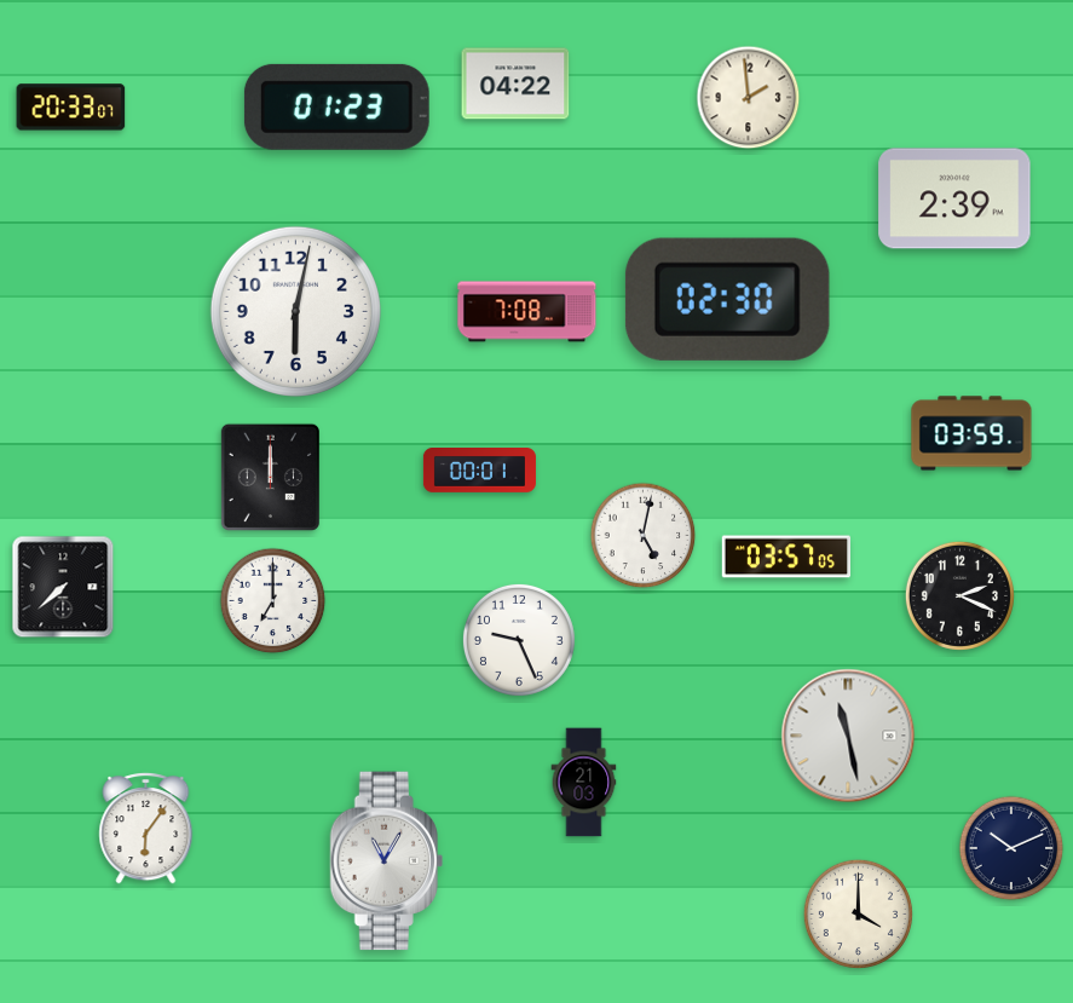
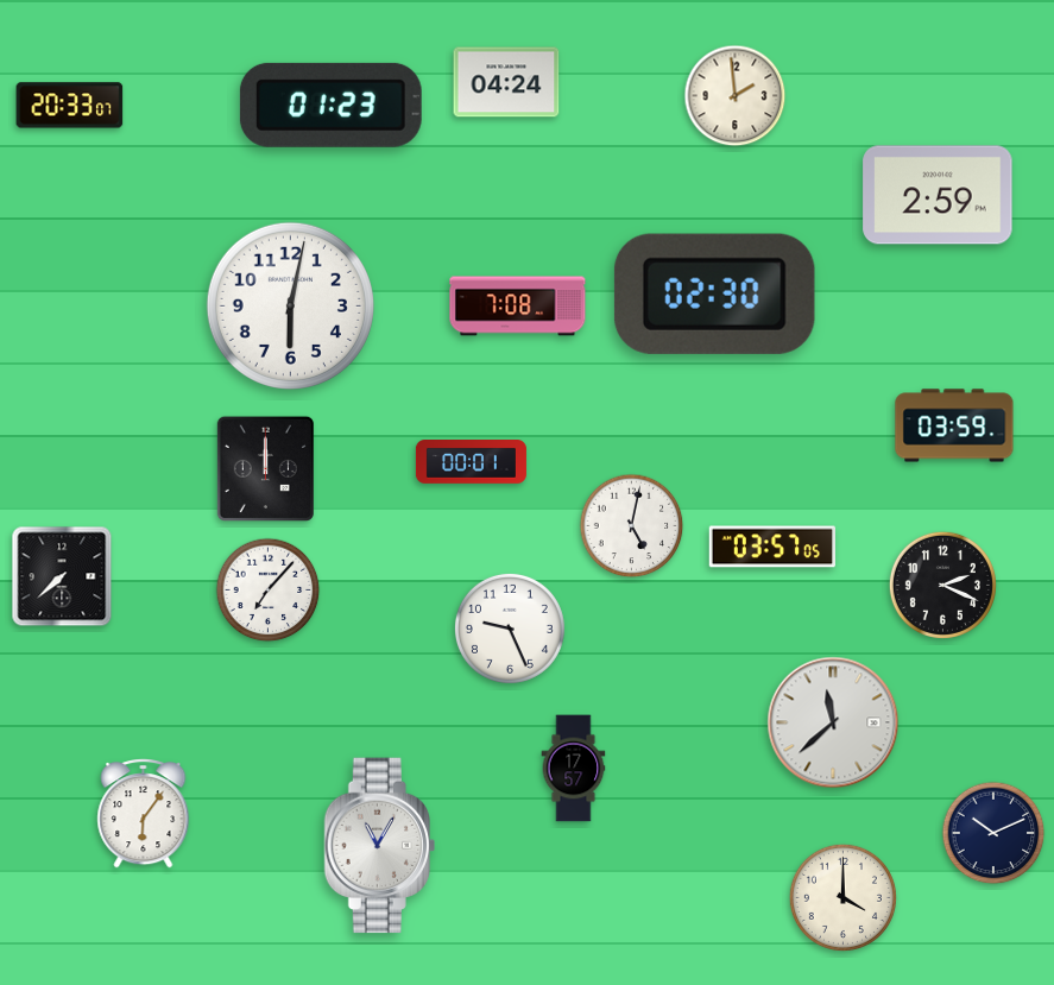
clock at (515, 83): 04:22 -> 04:24
clock at (954, 198): 2:39 -> 2:59
clock at (273, 601): 7:00 -> 7:07
clock at (848, 736): 11:28 -> 11:38
clock at (584, 783): 21:03 -> 17:57
